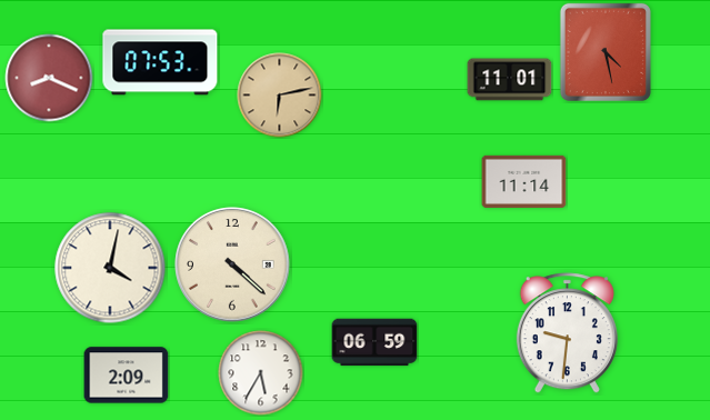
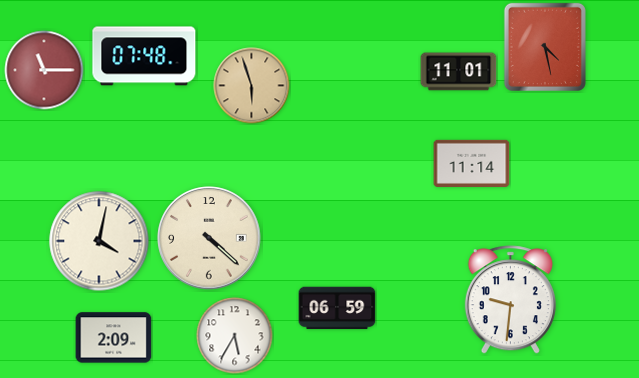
clock at (160, 62): 07:53 -> 07:48
clock at (49, 78): 8:19 -> 11:15
clock at (280, 96): 6:13 -> 5:57
